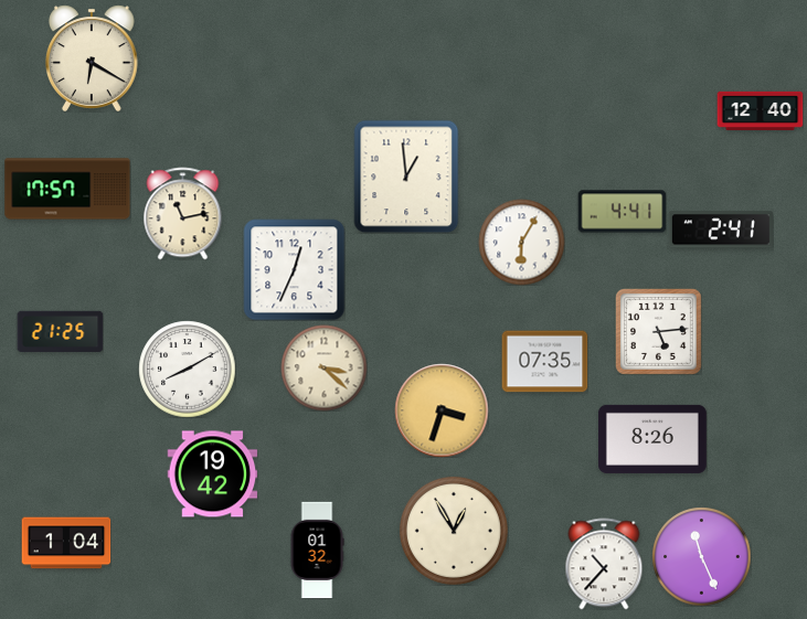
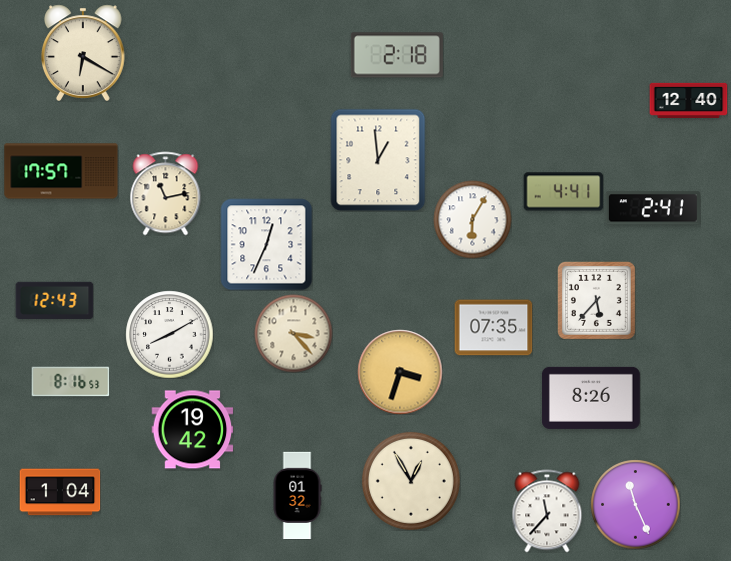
clock at (397, 55): none -> 2:18
clock at (406, 177) position: (406, 177) -> (378, 160)
clock at (60, 331): 21:25 -> 12:43
clock at (658, 331): 5:14 -> 5:37
clock at (323, 367): 3:22 -> 3:23
clock at (70, 382): none -> 8:16
clock at (317, 549) position: (317, 549) -> (297, 495)
clock at (604, 564): 10:37 -> 11:37
